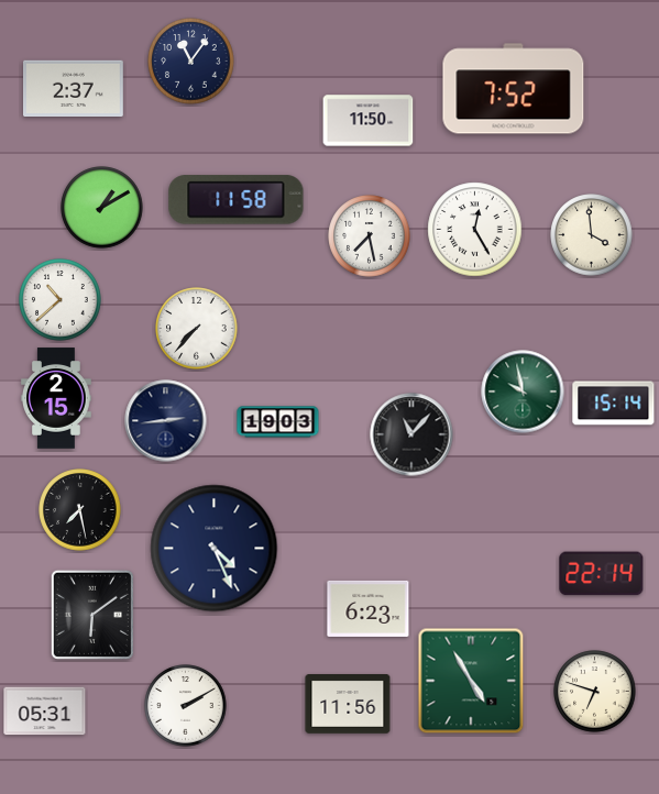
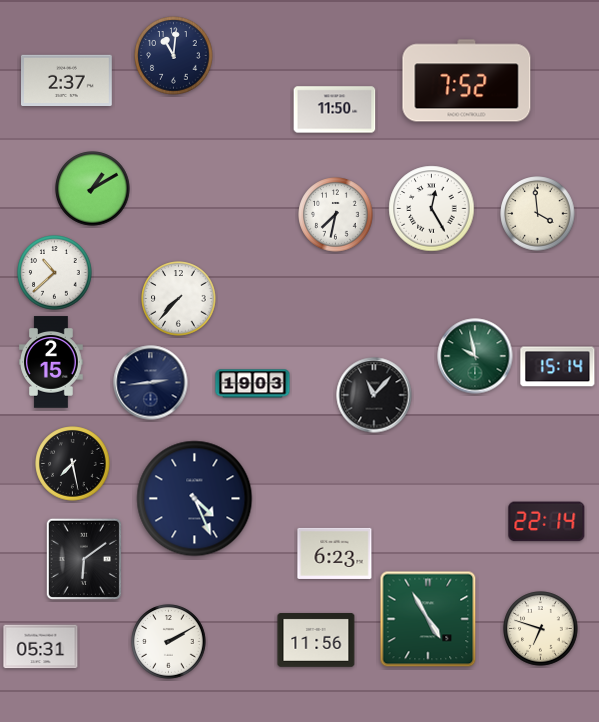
clock at (191, 62): 11:06 -> 11:01
clock at (237, 200): 11:58 -> none
clock at (370, 236): 7:28 -> 7:32
